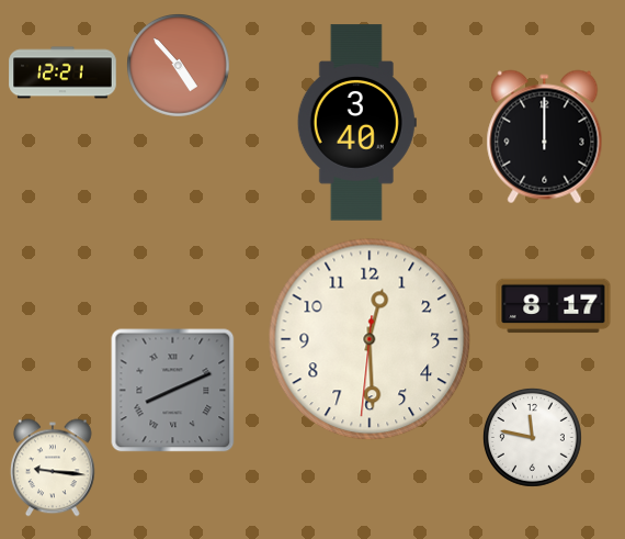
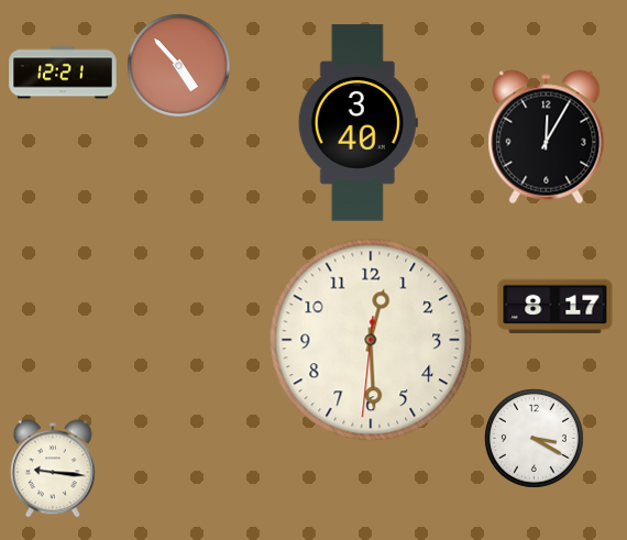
clock at (545, 137): 12:00 -> 12:05
clock at (173, 391): 8:11 -> none
clock at (533, 438): 11:47 -> 3:20
